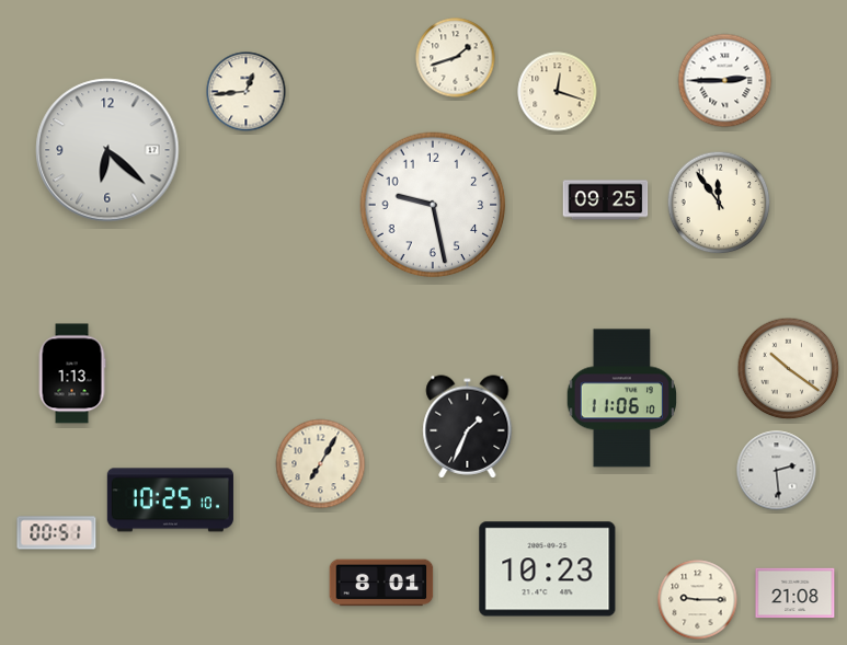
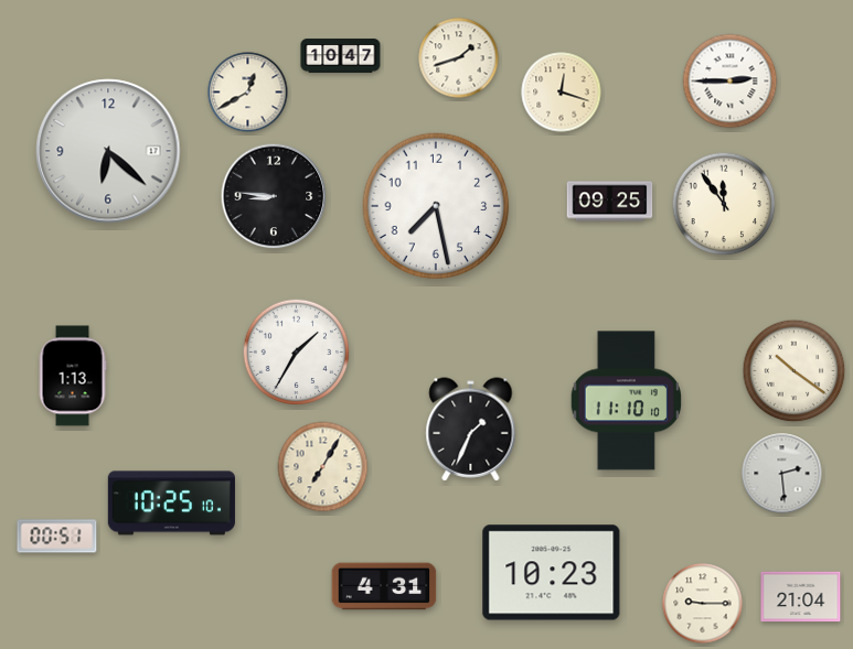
clock at (341, 56): none -> 10:47
clock at (247, 92): 12:44 -> 12:40
clock at (274, 196): none -> 8:46
clock at (433, 205): 9:28 -> 7:28
clock at (297, 353): none -> 1:35
clock at (621, 399): 11:06 -> 11:10
clock at (381, 583): 8:01 -> 4:31
clock at (796, 594): 21:08 -> 21:04
